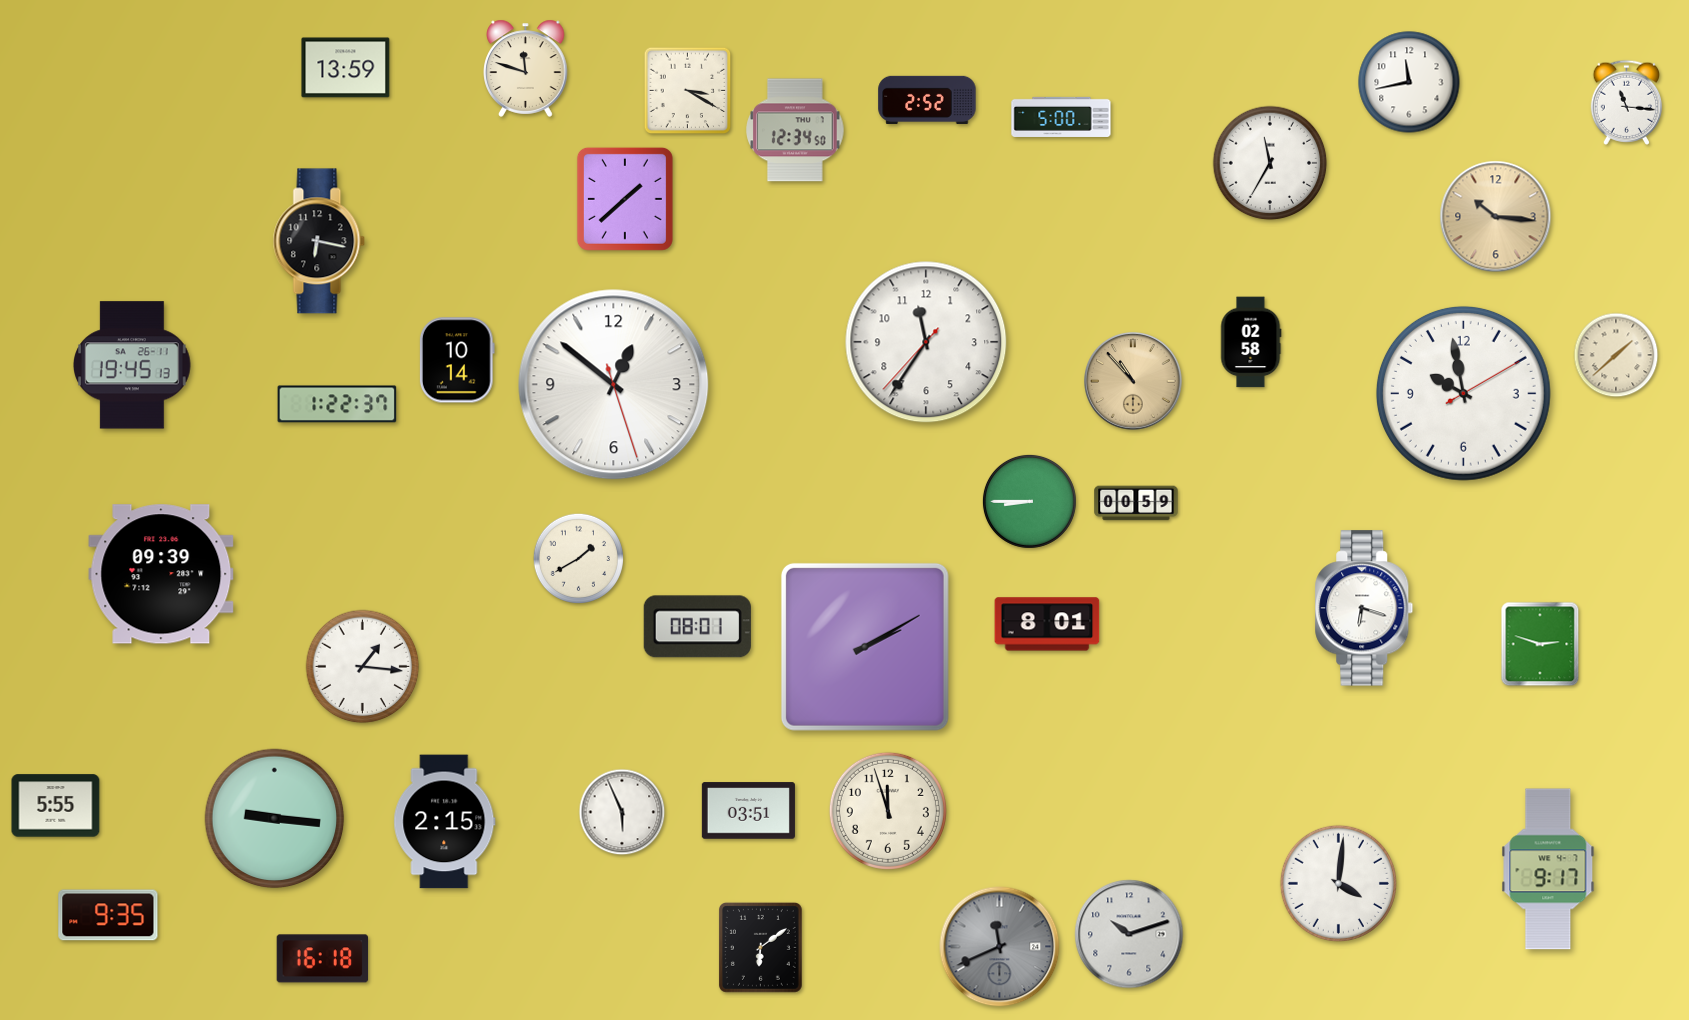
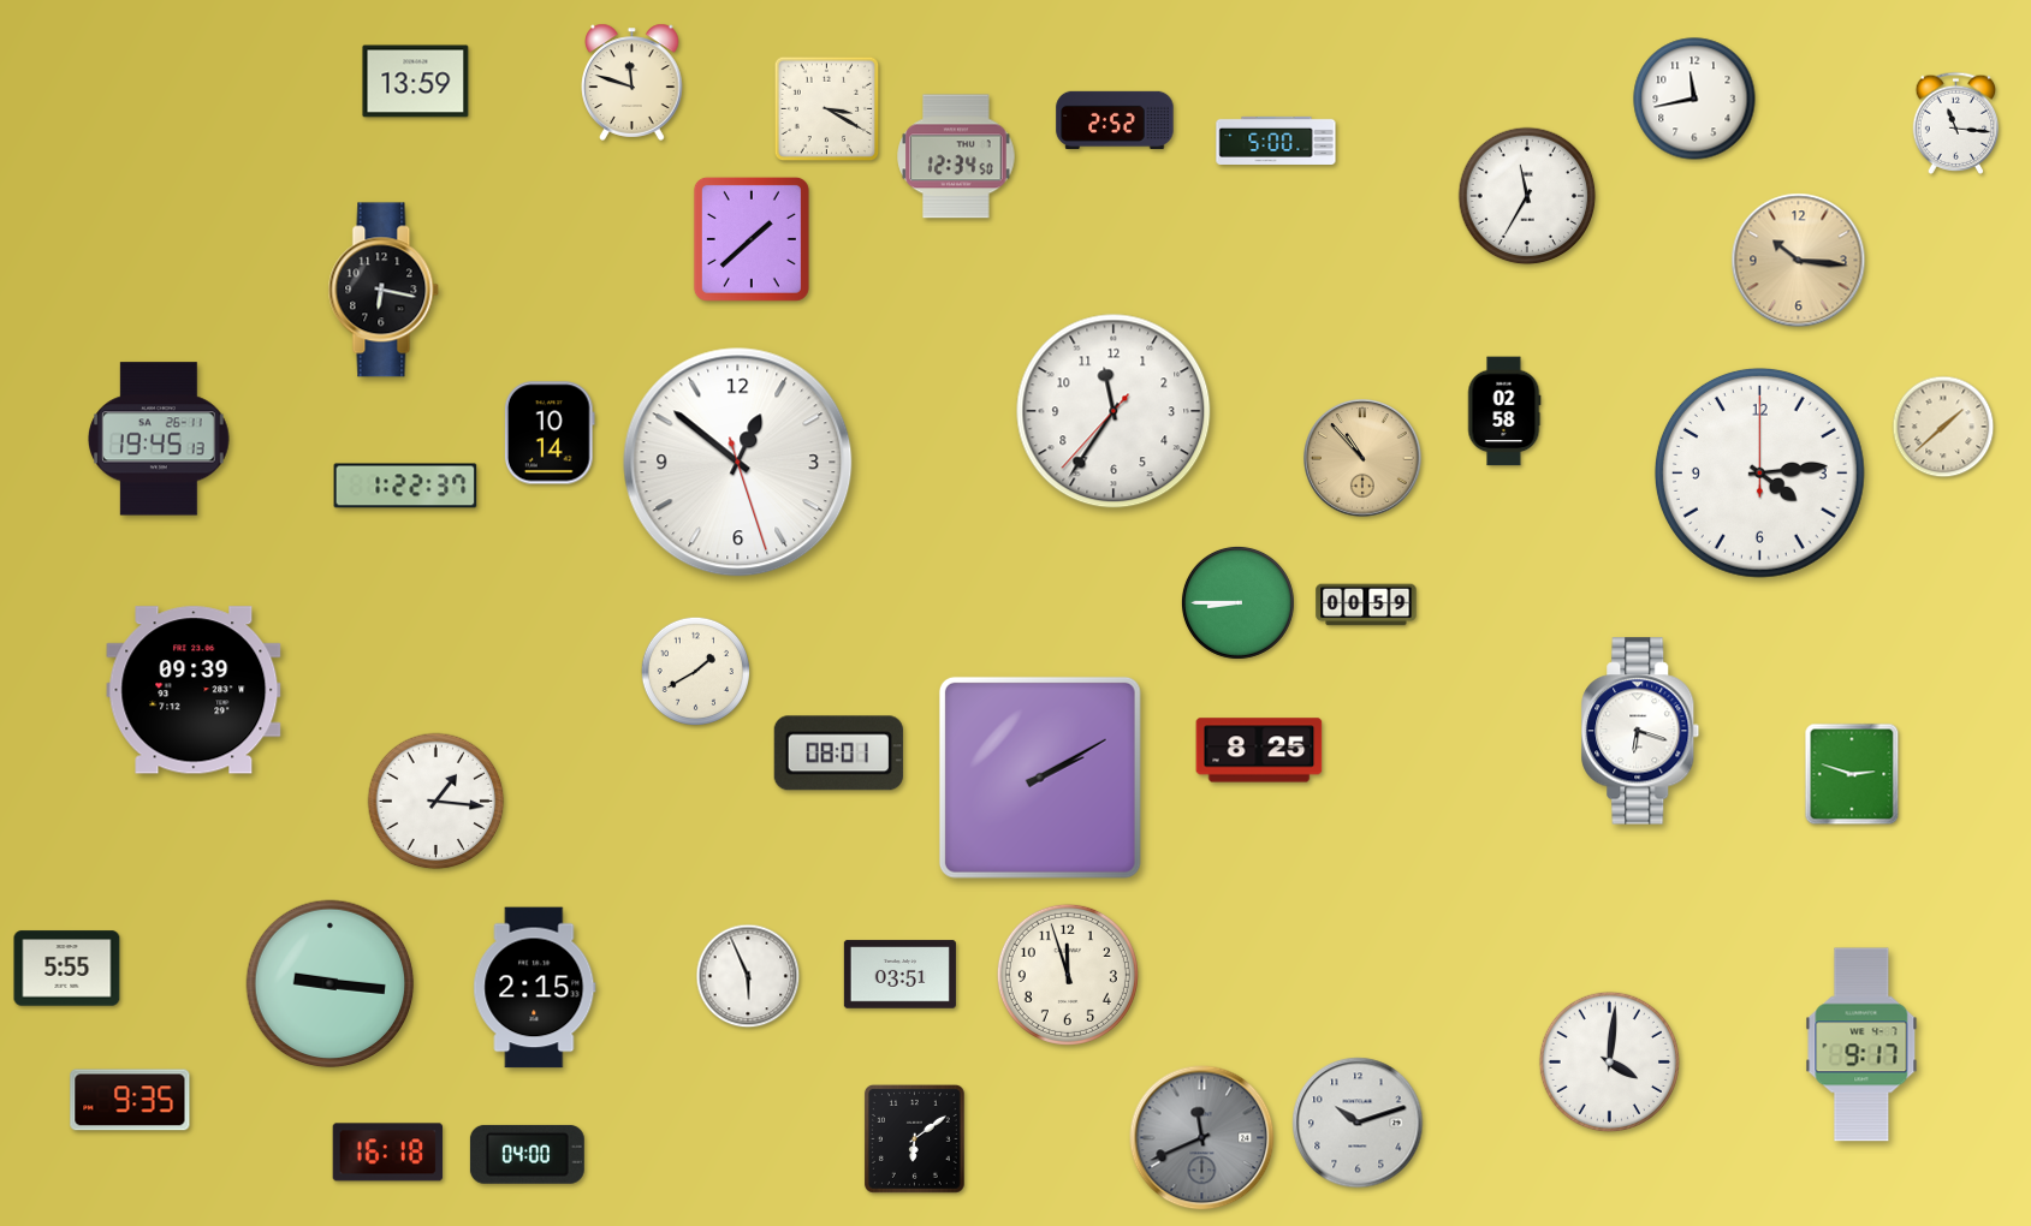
clock at (1463, 393): 9:58 -> 4:14
clock at (1047, 624): 8:01 -> 8:25
clock at (527, 1154): none -> 04:00
